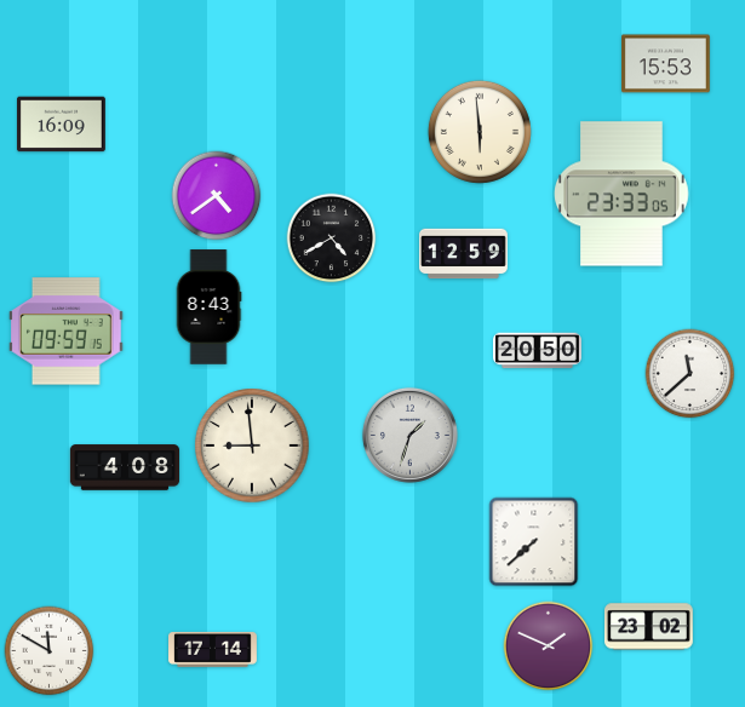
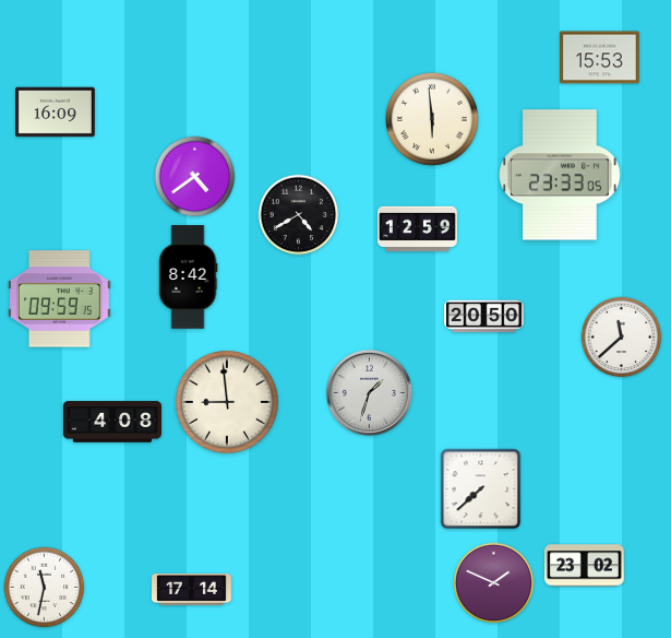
clock at (208, 307): 8:43 -> 8:42
clock at (213, 650) position: (213, 650) -> (192, 590)
clock at (50, 651): 11:50 -> 11:32
